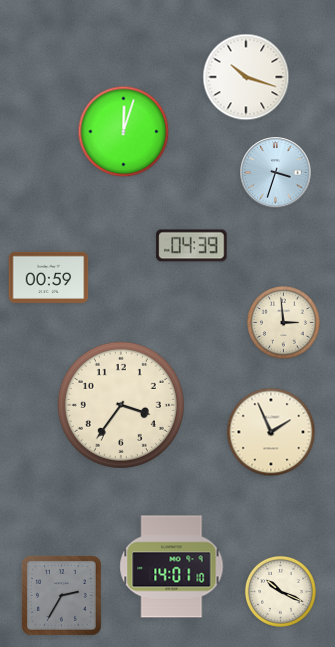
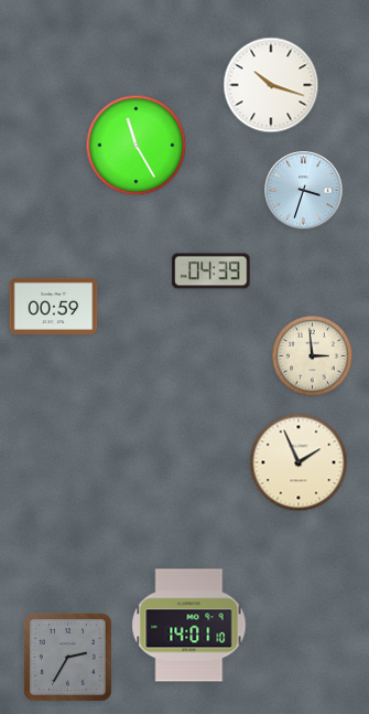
clock at (124, 132): 12:03 -> 11:25
clock at (121, 405): 3:36 -> none
clock at (271, 432) position: (271, 432) -> (299, 462)
clock at (280, 591): 10:19 -> none
